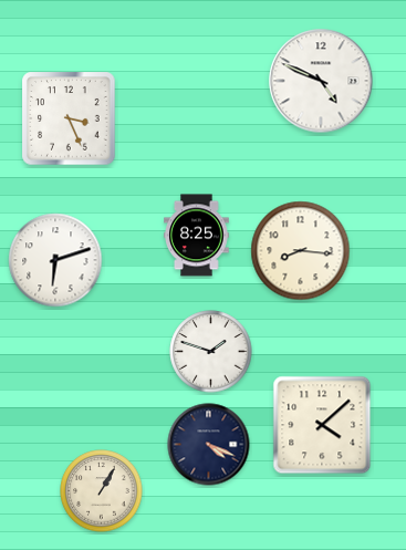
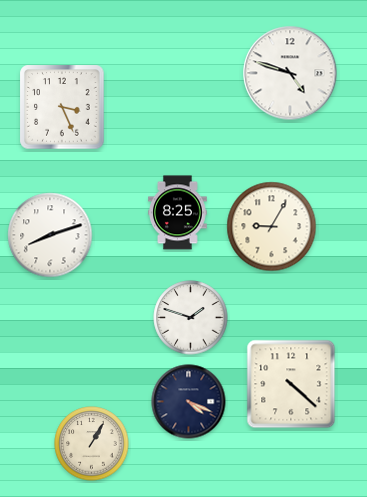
clock at (321, 81): 4:49 -> 4:48
clock at (301, 251): 8:16 -> 9:05
clock at (55, 260): 6:12 -> 8:12
clock at (322, 425): 4:08 -> 4:22
